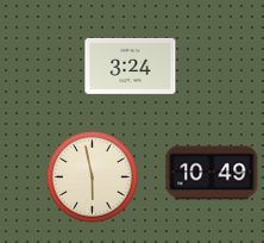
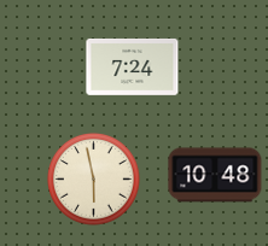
clock at (131, 66): 3:24 -> 7:24
clock at (212, 173): 10:49 -> 10:48
